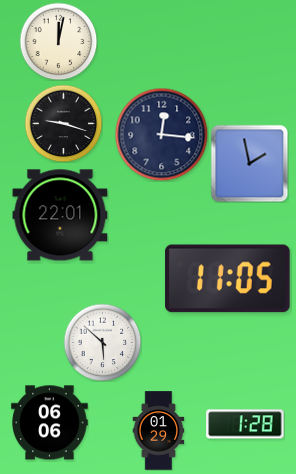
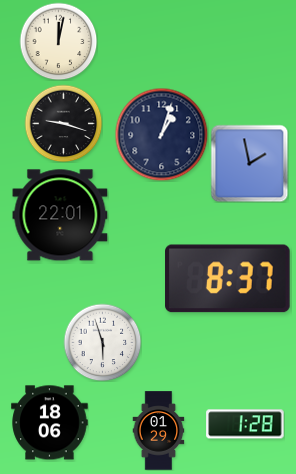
clock at (161, 134): 12:16 -> 1:03
clock at (228, 279): 11:05 -> 8:37
clock at (102, 342): 5:52 -> 5:57
clock at (50, 423): 06:06 -> 18:06
